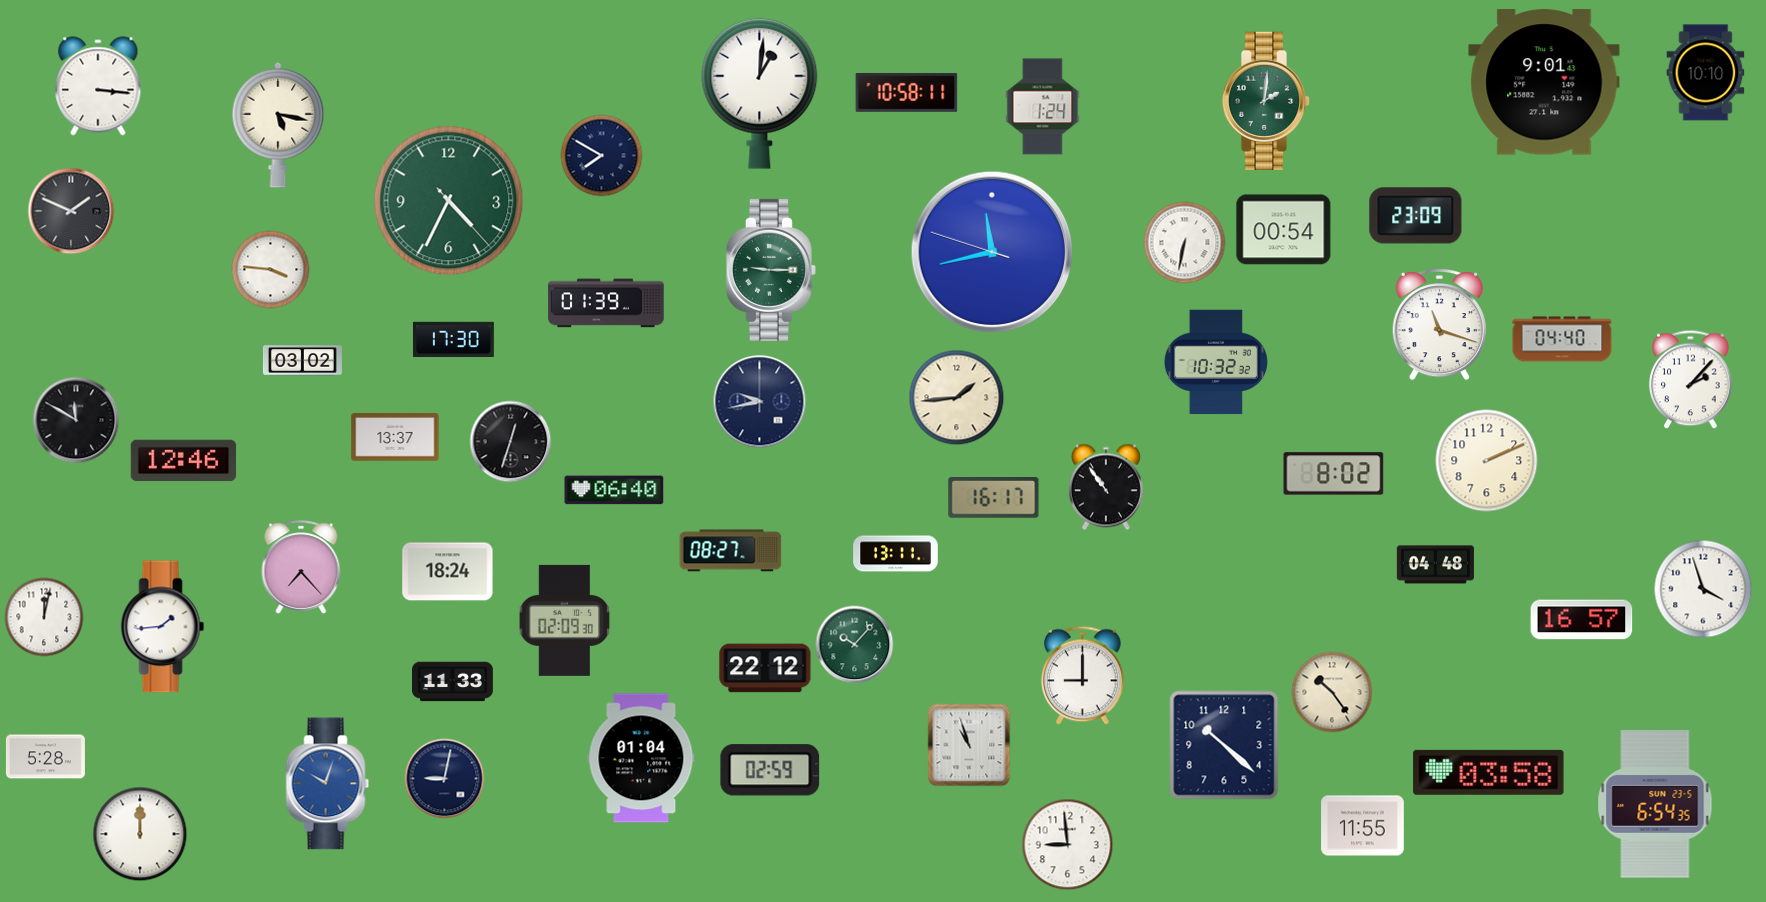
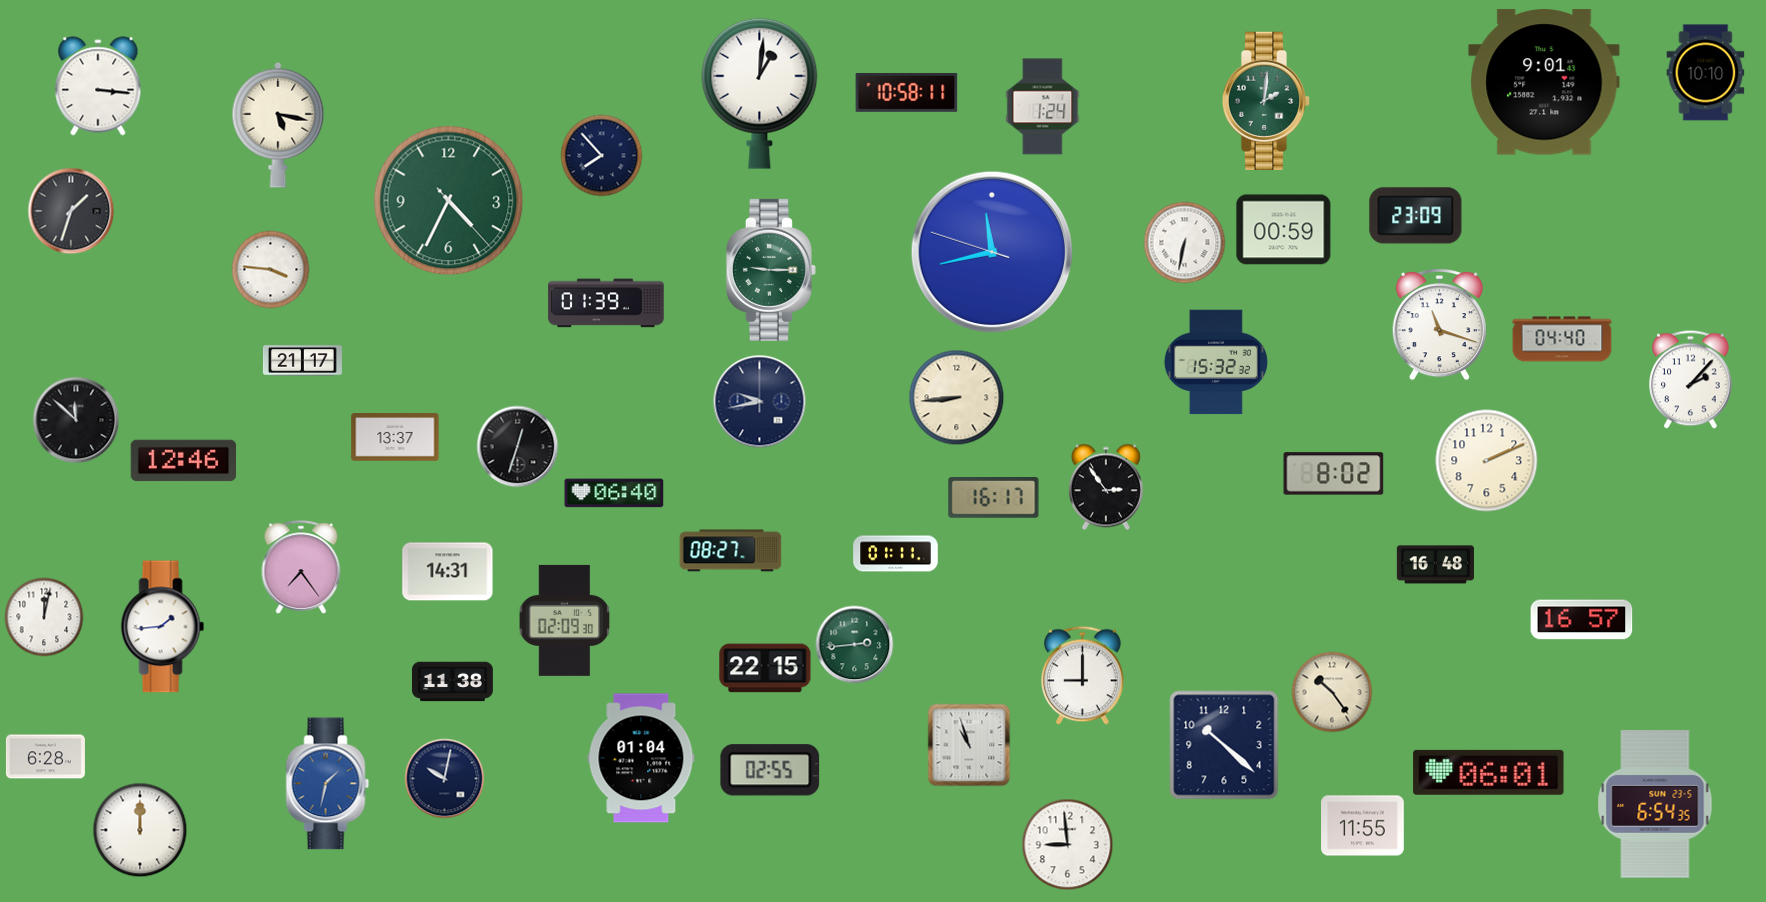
clock at (602, 156): 7:50 -> 7:53
clock at (71, 211): 1:49 -> 1:33
clock at (1284, 230): 00:54 -> 00:59
clock at (453, 339): 17:30 -> none
clock at (302, 361): 03:02 -> 21:17
clock at (1216, 362): 10:32 -> 15:32
clock at (957, 398): 1:44 -> 8:44
clock at (76, 420): 11:50 -> 11:52
clock at (511, 442) position: (511, 442) -> (518, 447)
clock at (1106, 487): 10:54 -> 2:54
clock at (614, 490) position: (614, 490) -> (614, 493)
clock at (896, 554): 13:11 -> 01:11
clock at (1435, 565): 04:48 -> 16:48
clock at (301, 567): 7:23 -> 7:24
clock at (448, 572): 18:24 -> 14:31
clock at (1703, 589): 3:57 -> none
clock at (855, 645): 10:07 -> 2:44
clock at (765, 668): 22:12 -> 22:15
clock at (453, 682): 11:33 -> 11:38
clock at (45, 757): 5:28 -> 6:28
clock at (770, 770): 02:59 -> 02:55
clock at (1489, 772): 03:58 -> 06:01
clock at (445, 779): 9:02 -> 10:02
clock at (328, 784): 10:03 -> 1:32
clock at (140, 834) position: (140, 834) -> (140, 830)
